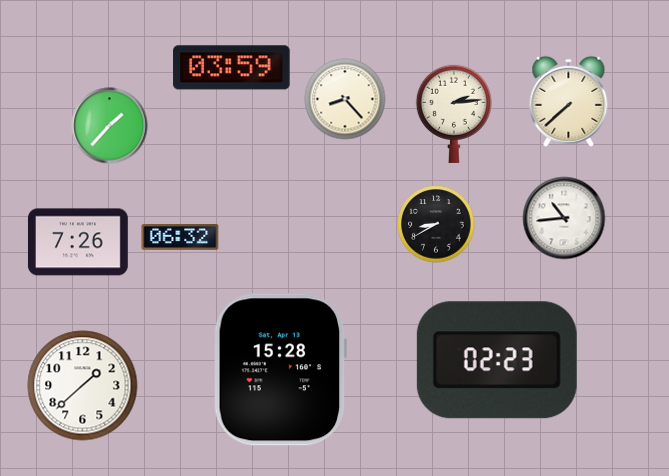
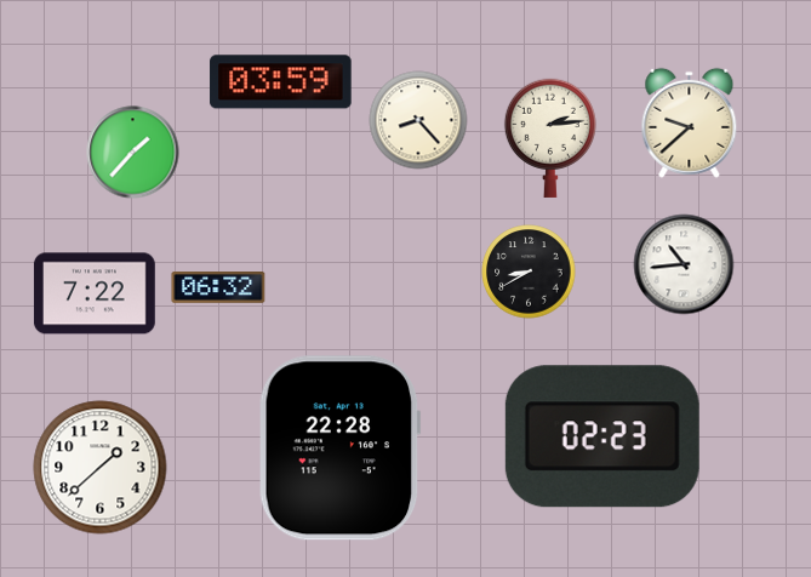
clock at (569, 101): 7:38 -> 9:38
clock at (78, 242): 7:26 -> 7:22
clock at (280, 370): 15:28 -> 22:28
